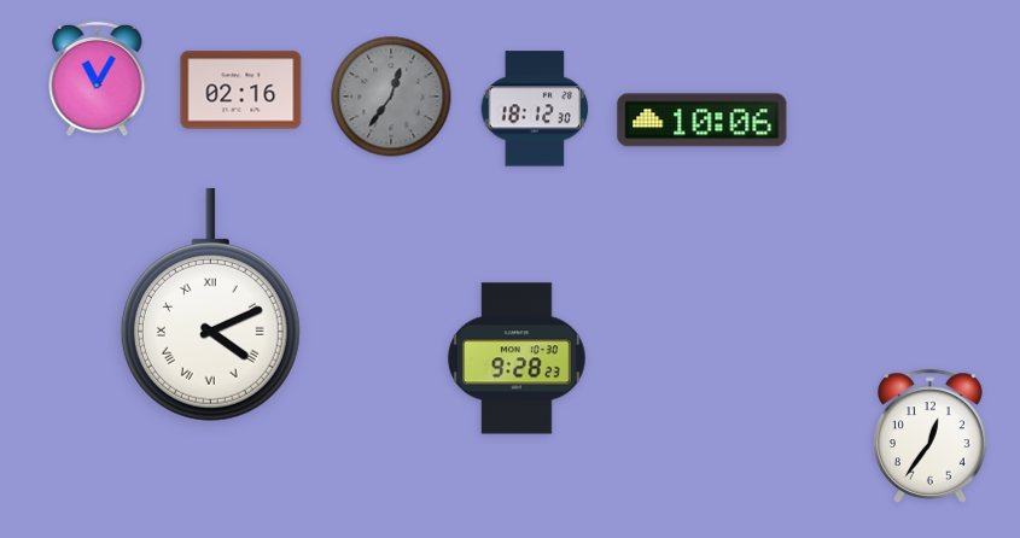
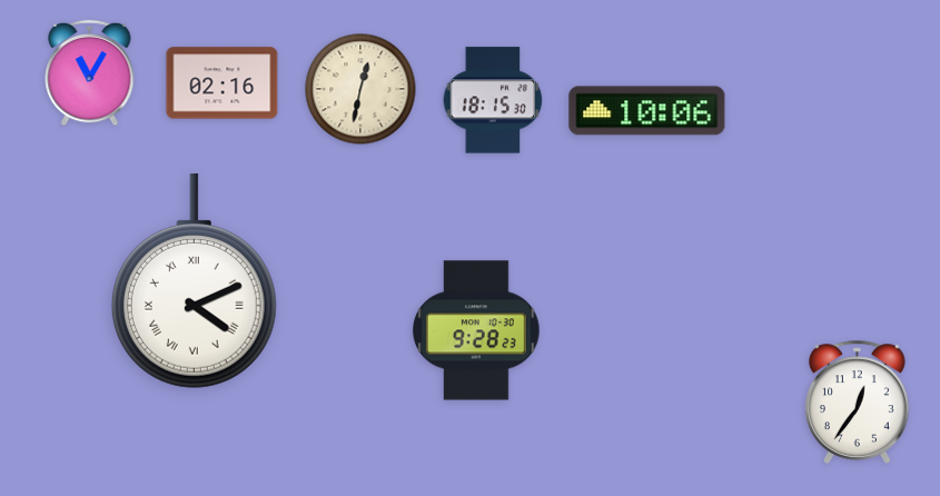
clock at (391, 97): 12:36 -> 12:32
clock at (391, 97) dial: grey -> cream
clock at (535, 109): 18:12 -> 18:15
